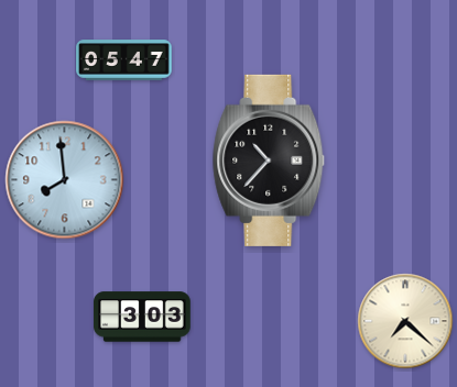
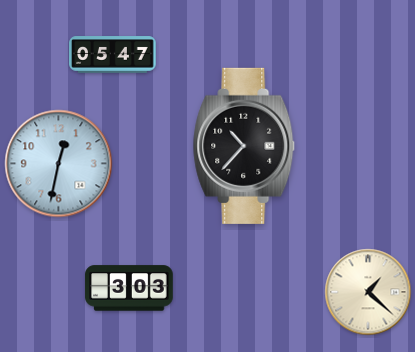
clock at (65, 180): 7:59 -> 12:32
clock at (405, 321): 7:22 -> 1:22
